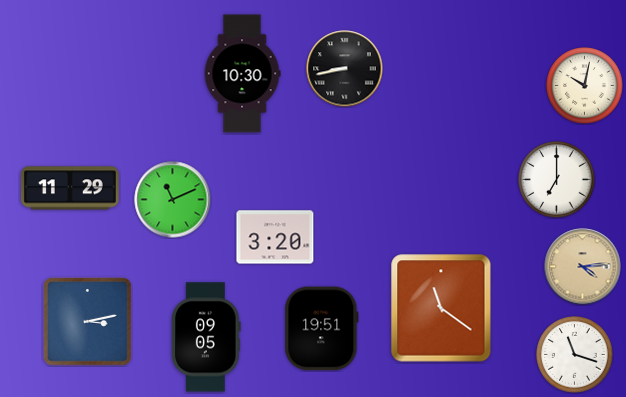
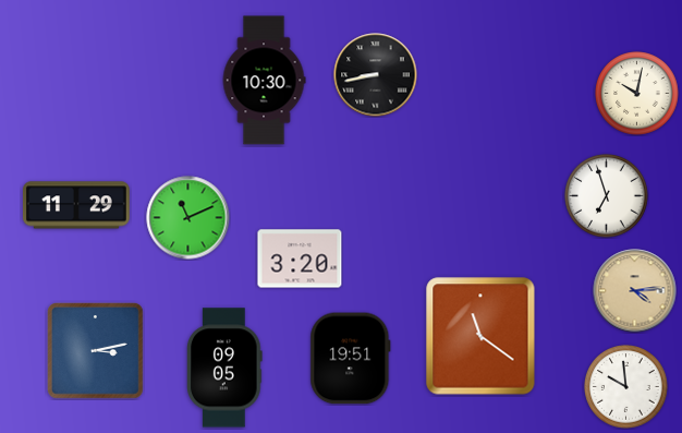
clock at (557, 180): 7:00 -> 6:57
clock at (575, 355): 11:18 -> 9:59
